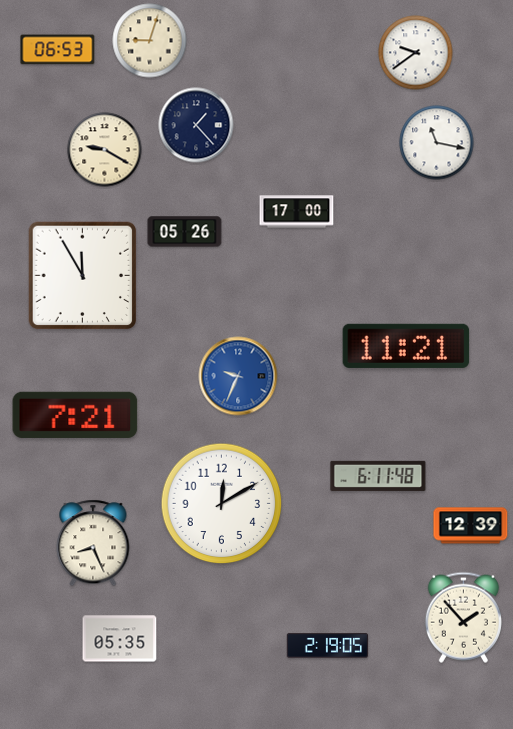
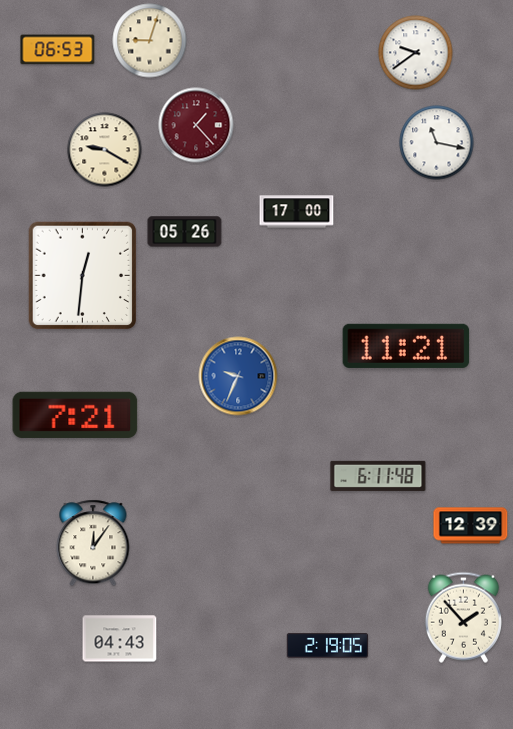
clock at (196, 125) dial: navy -> burgundy
clock at (83, 276): 11:55 -> 12:31
clock at (222, 504): 12:10 -> none
clock at (93, 543): 8:26 -> 12:06
clock at (120, 639): 05:35 -> 04:43
